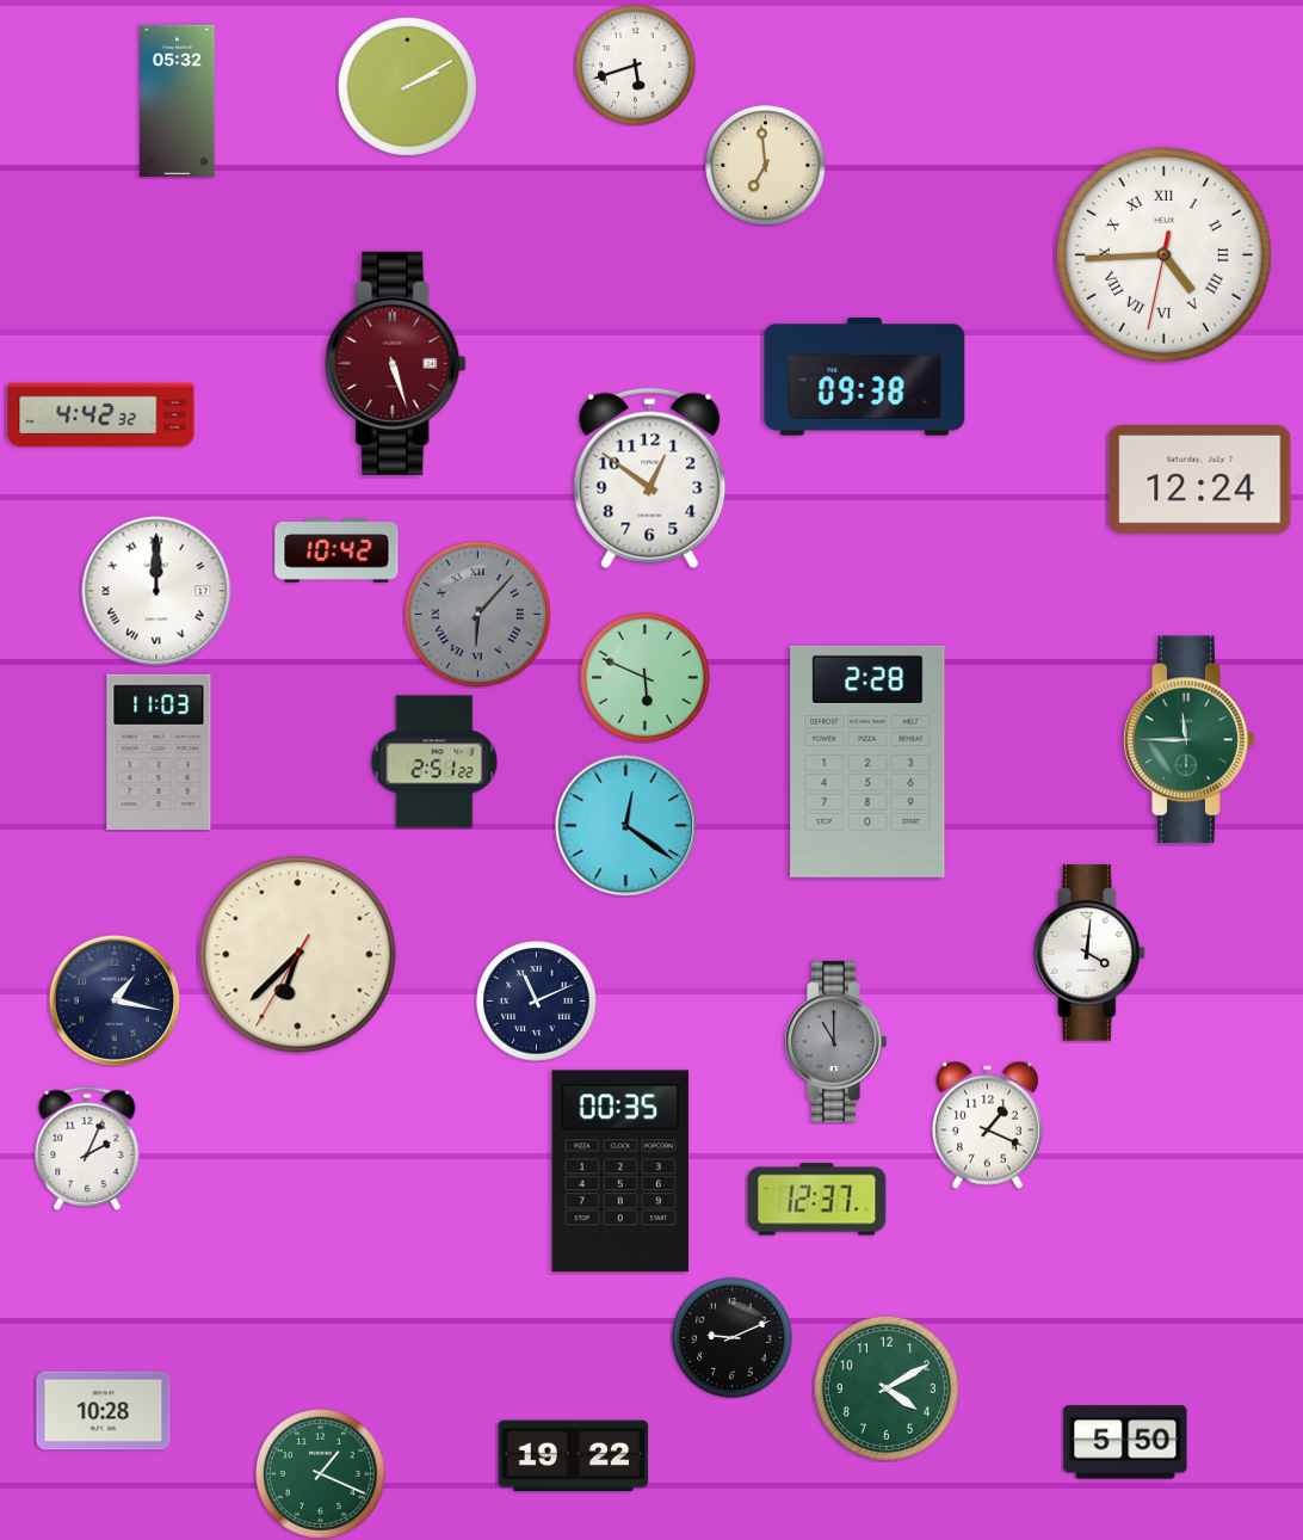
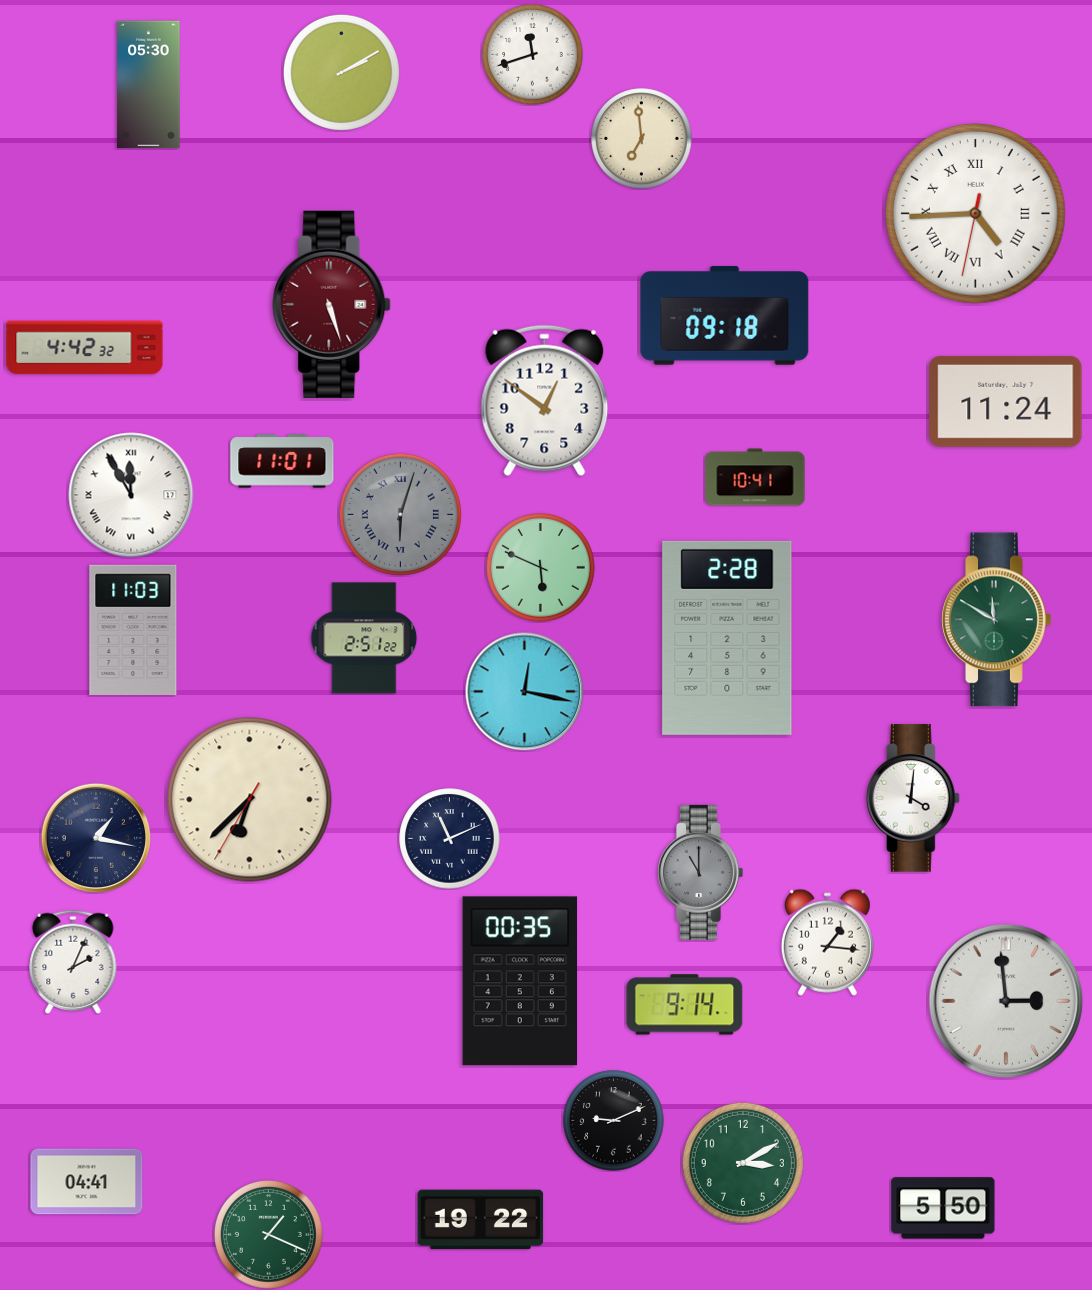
clock at (636, 66): 5:42 -> 11:42
clock at (178, 101): 05:32 -> 05:30
clock at (865, 377): 09:38 -> 09:18
clock at (1200, 479): 12:24 -> 11:24
clock at (336, 550): 10:42 -> 11:01
clock at (755, 477): none -> 10:41
clock at (156, 591): 12:00 -> 11:55
clock at (477, 614): 6:07 -> 6:03
clock at (1190, 740): 11:45 -> 11:50
clock at (626, 826): 12:21 -> 12:17
clock at (987, 1125): 1:19 -> 1:16
clock at (1006, 1001): none -> 2:59
clock at (817, 1200): 12:37 -> 9:14
clock at (887, 1388): 4:10 -> 3:10
clock at (104, 1411): 10:28 -> 04:41
